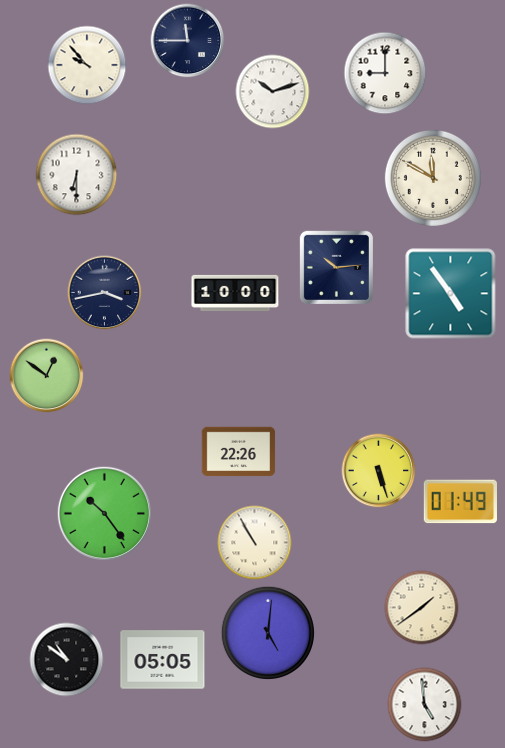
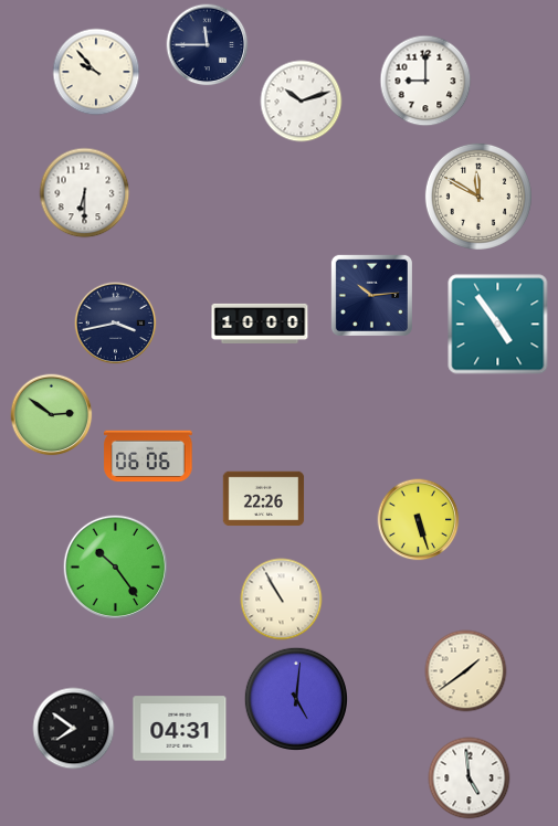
clock at (47, 376): 12:51 -> 2:51
clock at (148, 456): none -> 06:06
clock at (460, 502): 01:49 -> none
clock at (67, 660): 10:51 -> 7:51
clock at (163, 660): 05:05 -> 04:31
